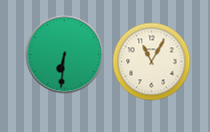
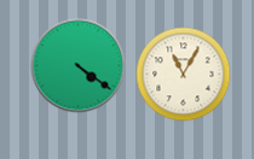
clock at (64, 54): 6:31 -> 4:21
